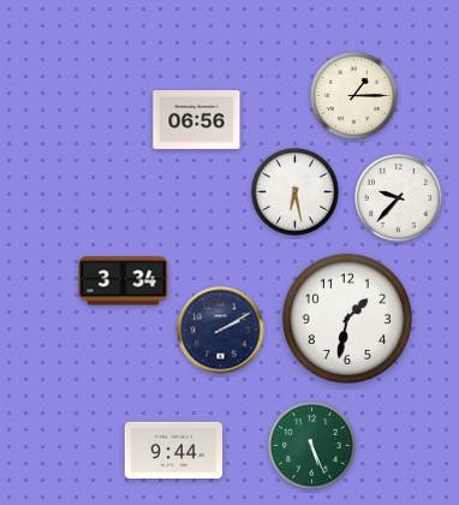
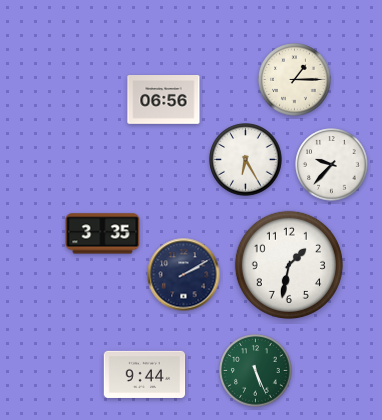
clock at (296, 192): 6:28 -> 6:25
clock at (124, 281): 3:34 -> 3:35
clock at (312, 446) position: (312, 446) -> (256, 371)
